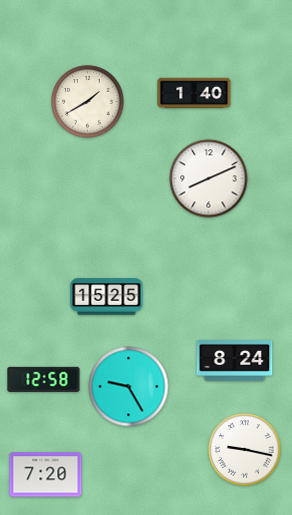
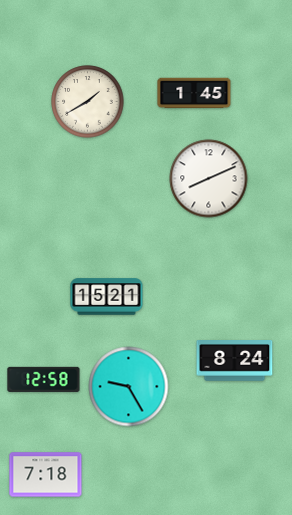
clock at (194, 93): 1:40 -> 1:45
clock at (107, 297): 15:25 -> 15:21
clock at (245, 450): 9:17 -> none
clock at (46, 475): 7:20 -> 7:18
